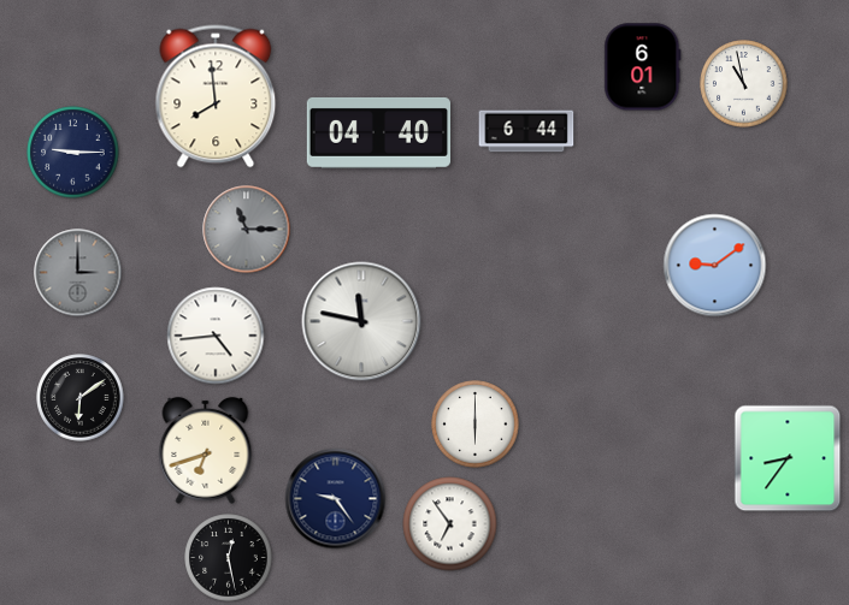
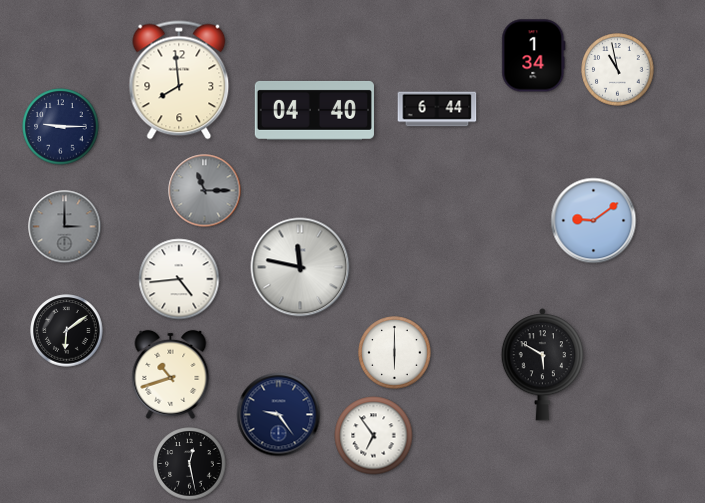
clock at (643, 67): 6:01 -> 1:34
clock at (542, 365): none -> 5:50
clock at (206, 450): 6:42 -> 10:42
clock at (788, 458): 8:36 -> none
